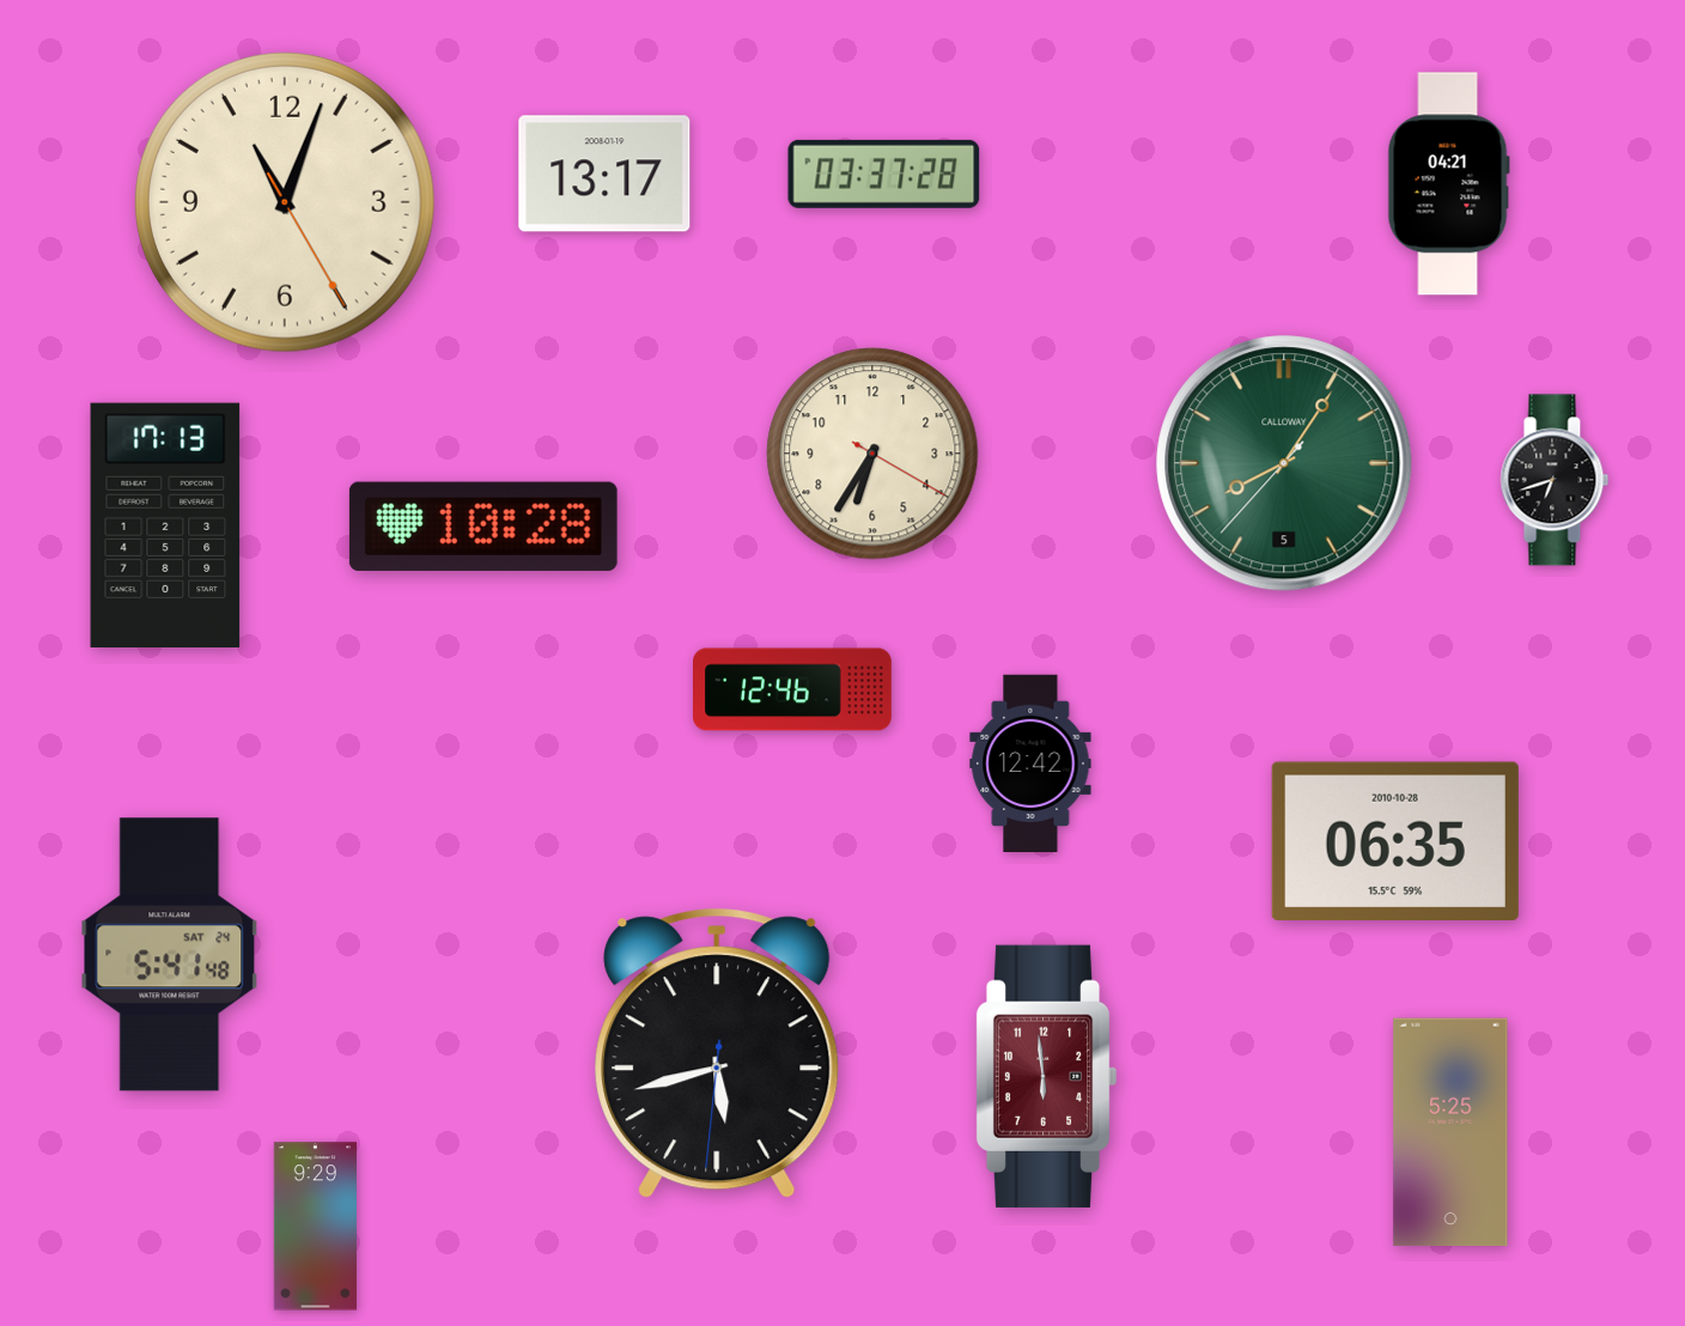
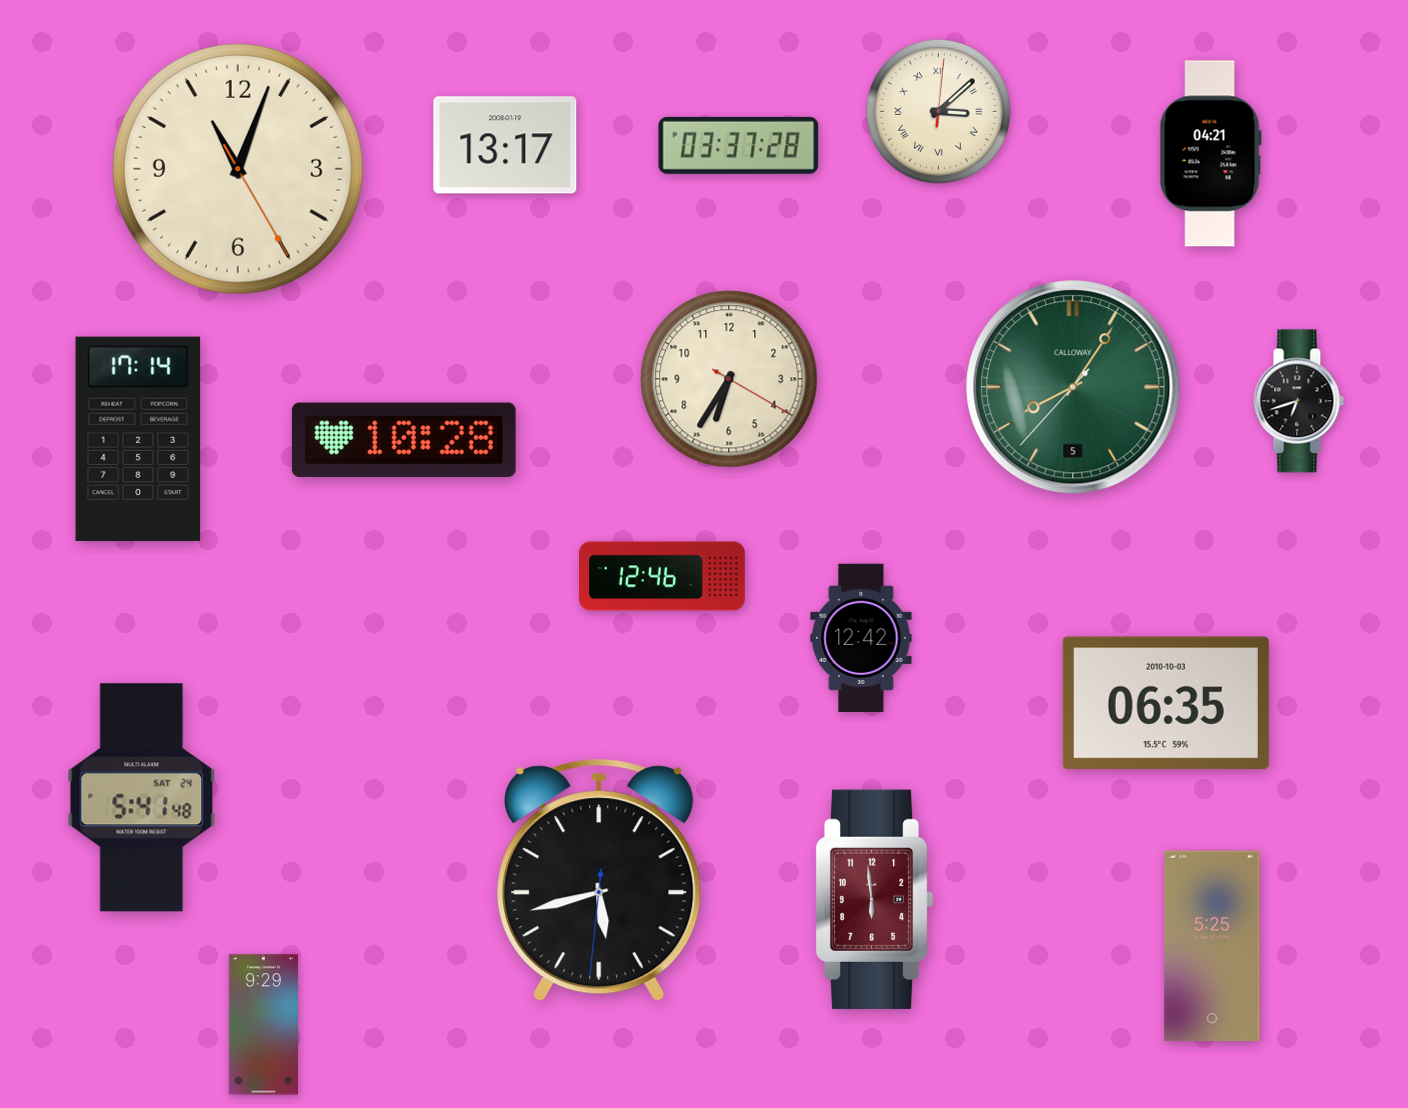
clock at (938, 111): none -> 3:08
clock at (165, 524): 17:13 -> 17:14
clock at (1395, 840) date: 2010-10-28 -> 2010-10-03
